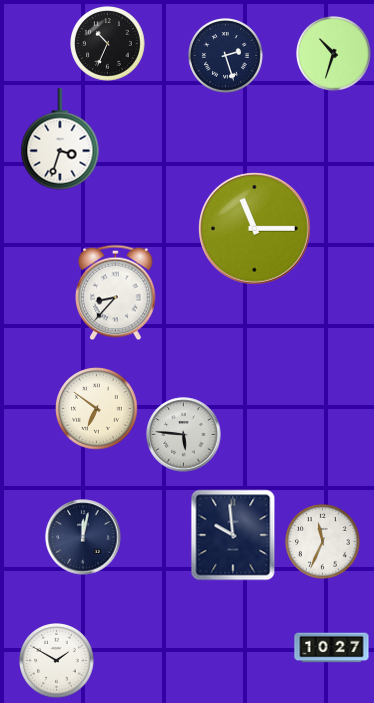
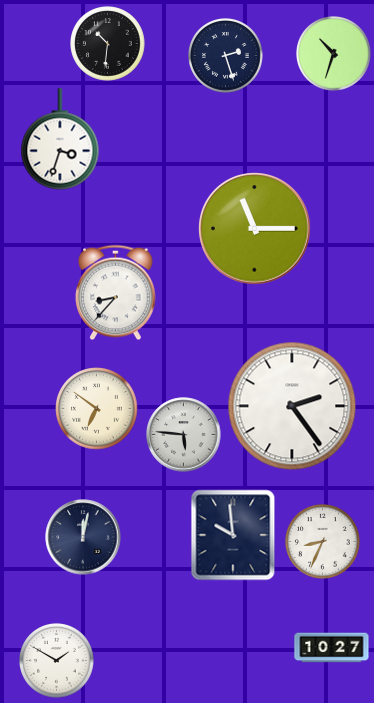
clock at (108, 44): 10:34 -> 10:31
clock at (292, 406): none -> 2:24
clock at (323, 542): 11:34 -> 8:34
